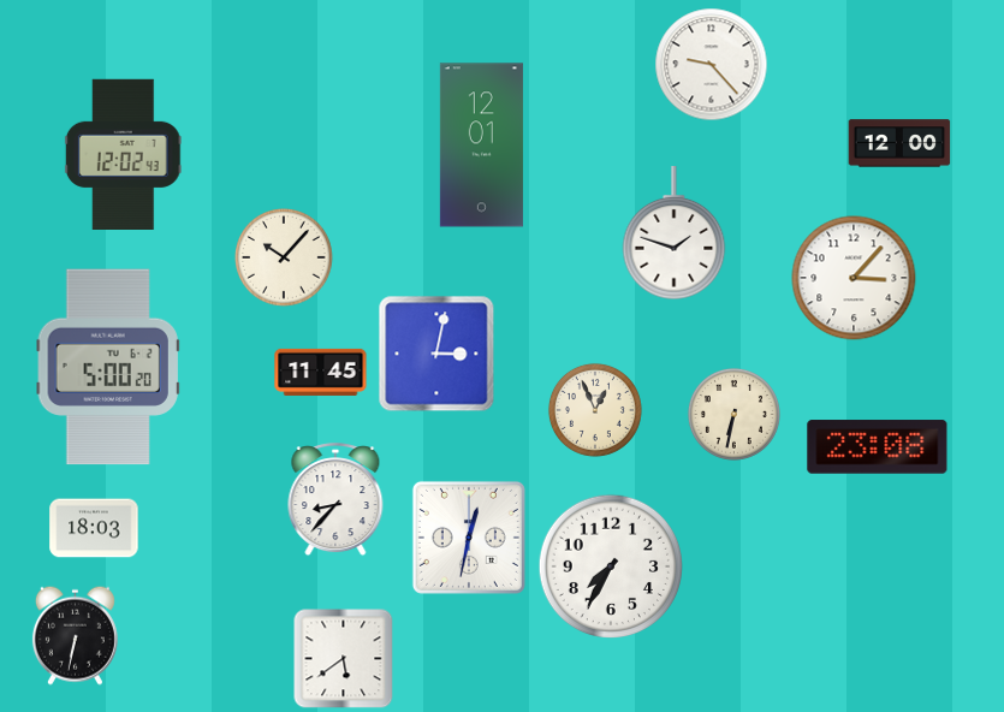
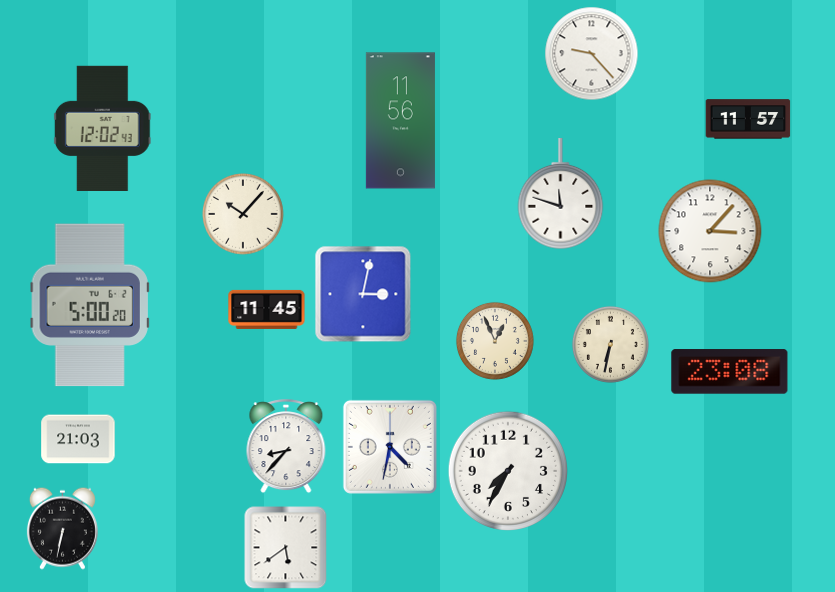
clock at (899, 143): 12:00 -> 11:57
clock at (481, 146): 12:01 -> 11:56
clock at (675, 233): 1:48 -> 11:48
clock at (285, 259) position: (285, 259) -> (244, 215)
clock at (335, 500) position: (335, 500) -> (286, 447)
clock at (94, 528): 18:03 -> 21:03
clock at (469, 538): 12:32 -> 4:32
